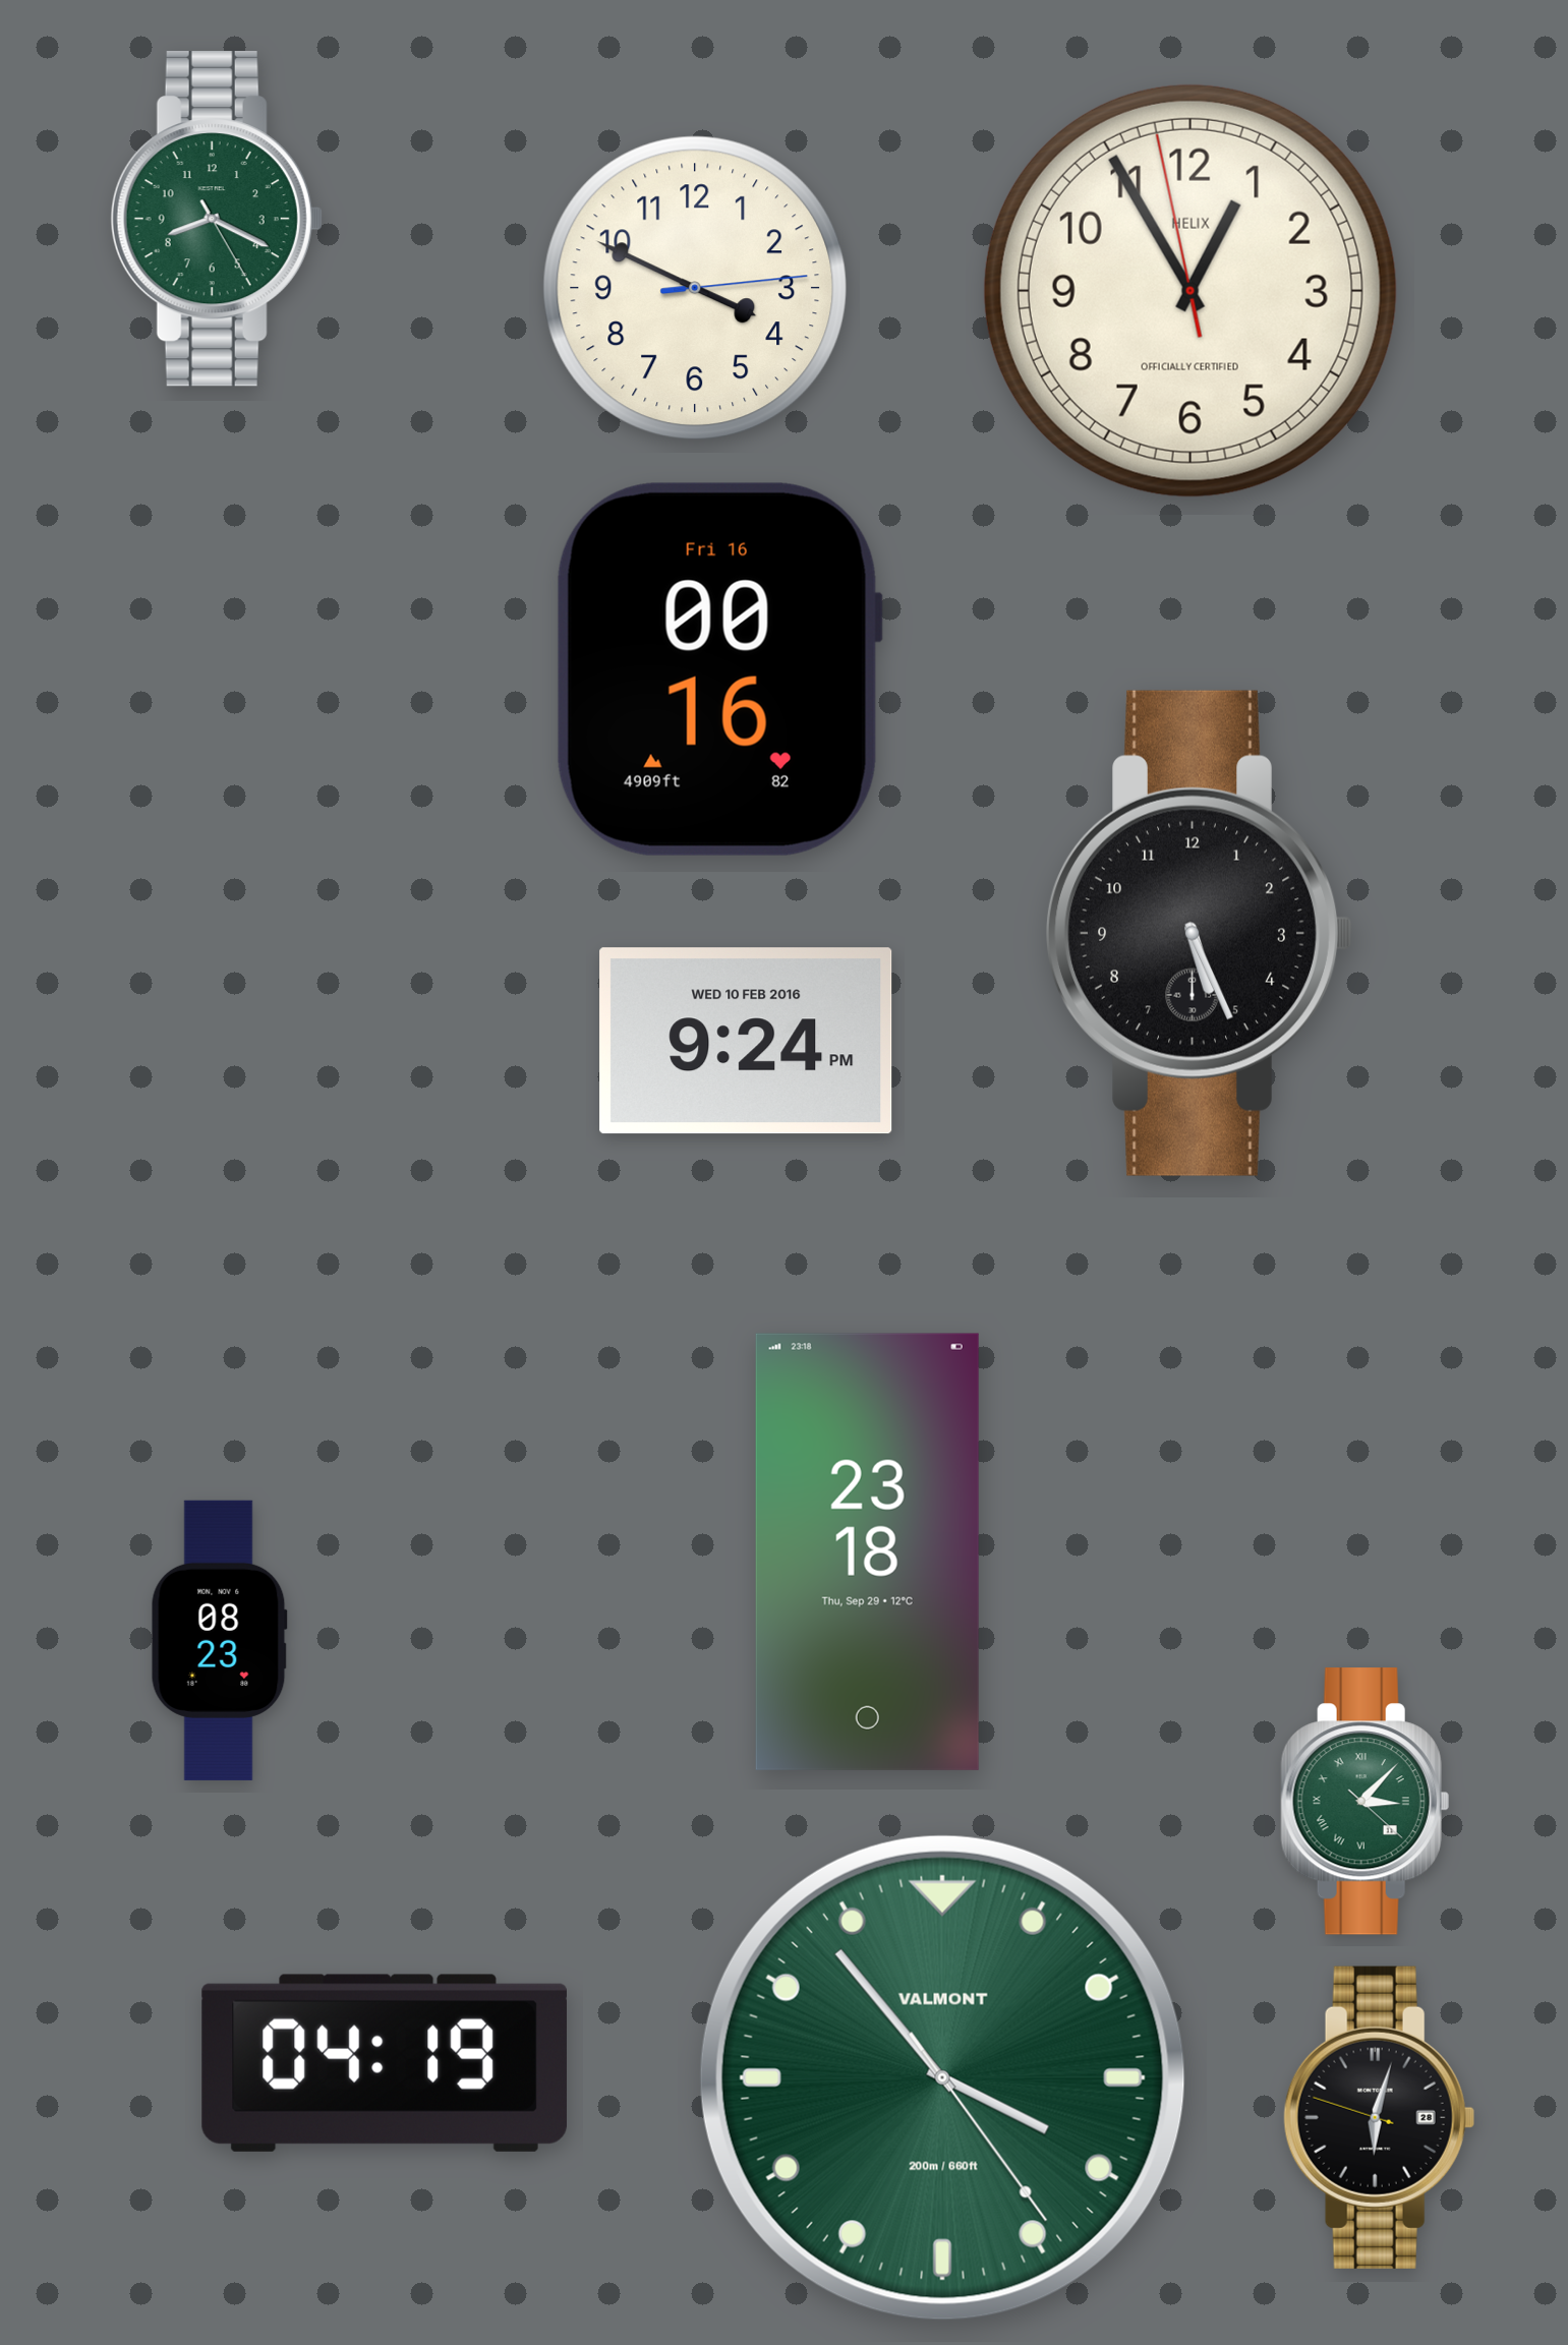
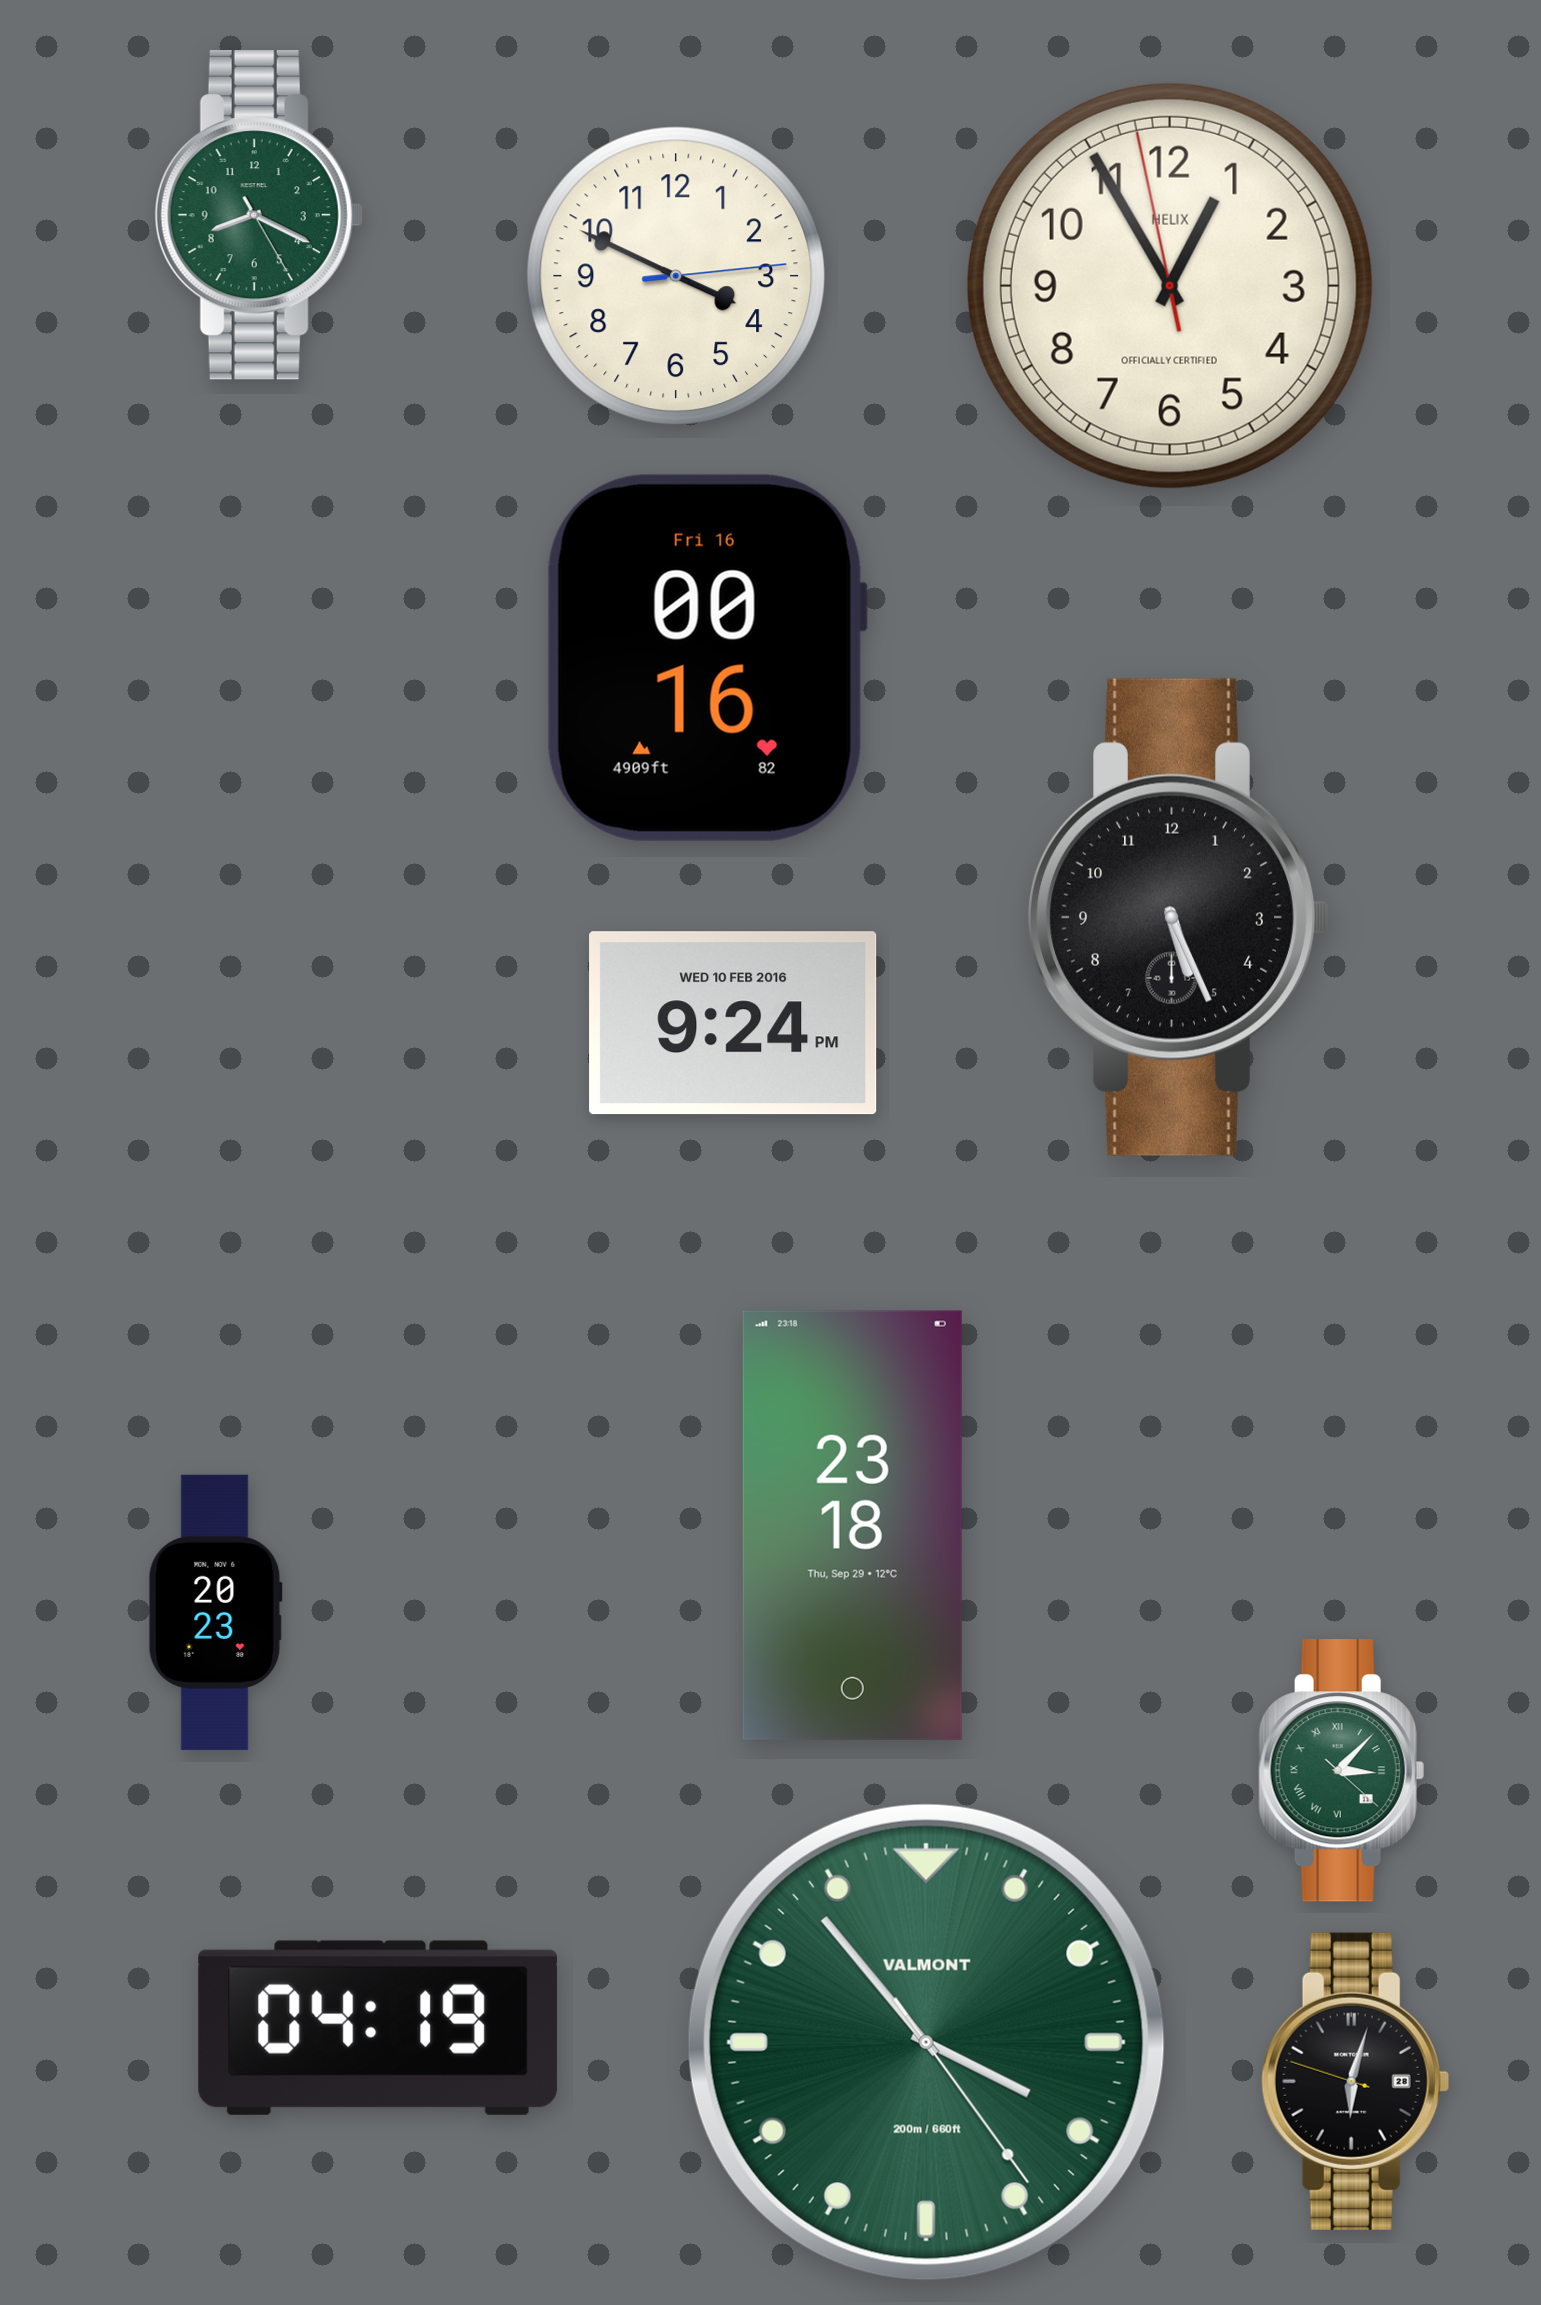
clock at (217, 219) position: (217, 219) -> (259, 215)
clock at (695, 288) position: (695, 288) -> (676, 276)
clock at (219, 1640): 08:23 -> 20:23
